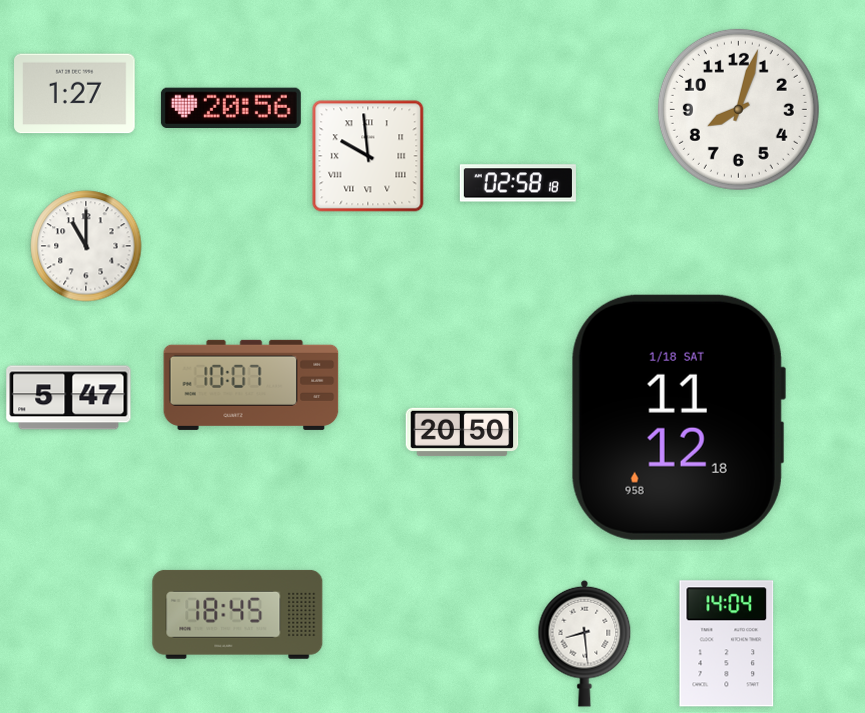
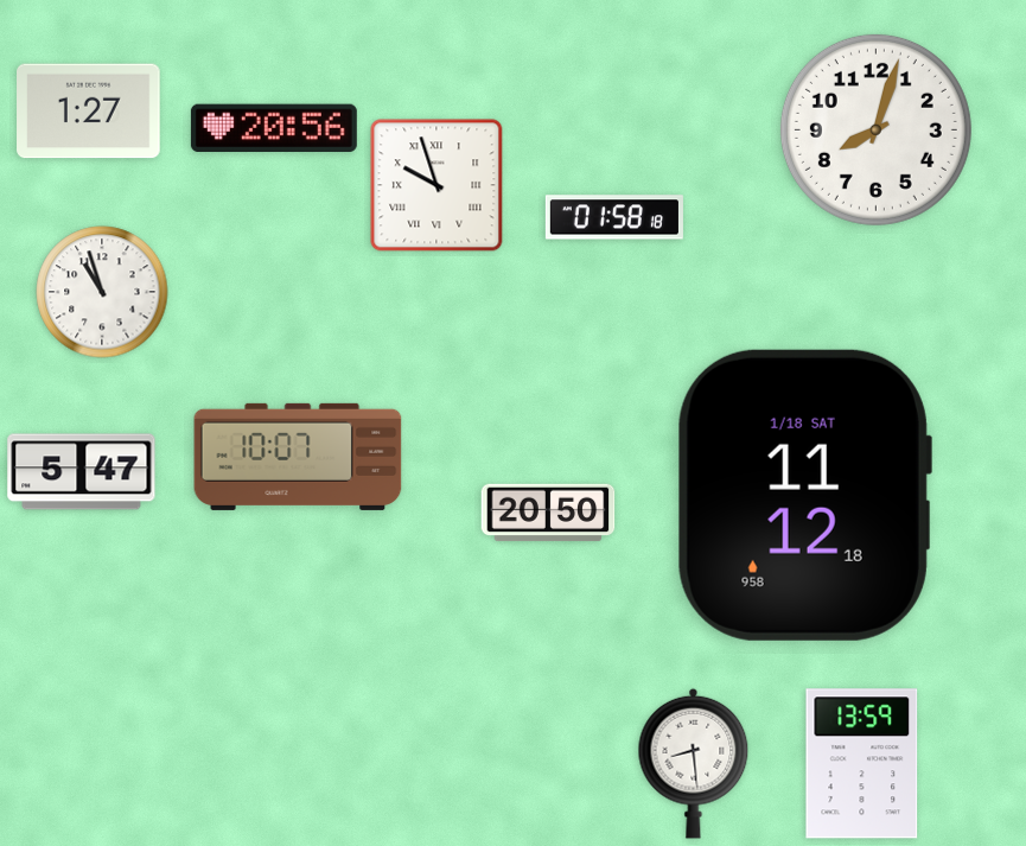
clock at (368, 156): 9:59 -> 9:57
clock at (518, 183): 02:58 -> 01:58
clock at (86, 246): 11:00 -> 10:57
clock at (238, 614): 18:45 -> none
clock at (727, 644): 14:04 -> 13:59
